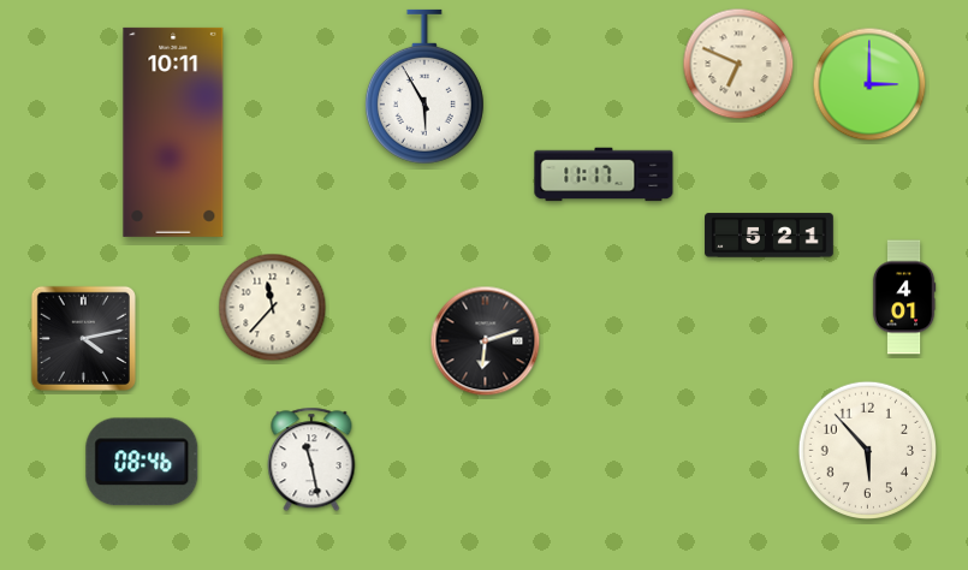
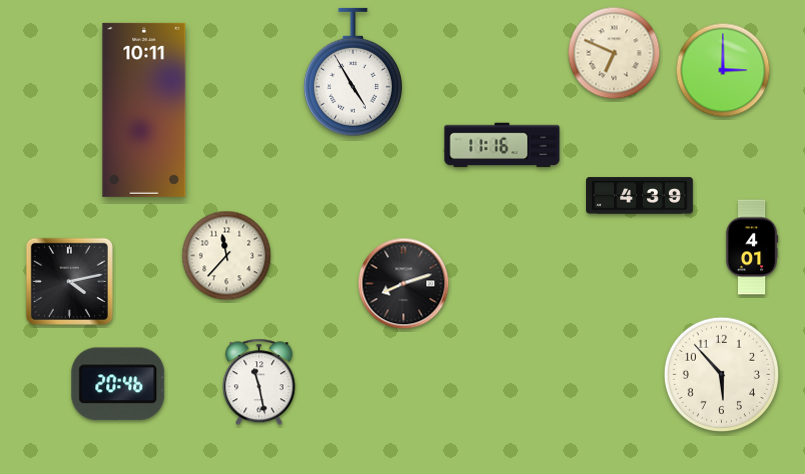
clock at (424, 87): 5:55 -> 4:55
clock at (604, 174): 11:17 -> 11:16
clock at (770, 236): 5:21 -> 4:39
clock at (486, 342): 6:12 -> 8:12
clock at (142, 462): 08:46 -> 20:46
